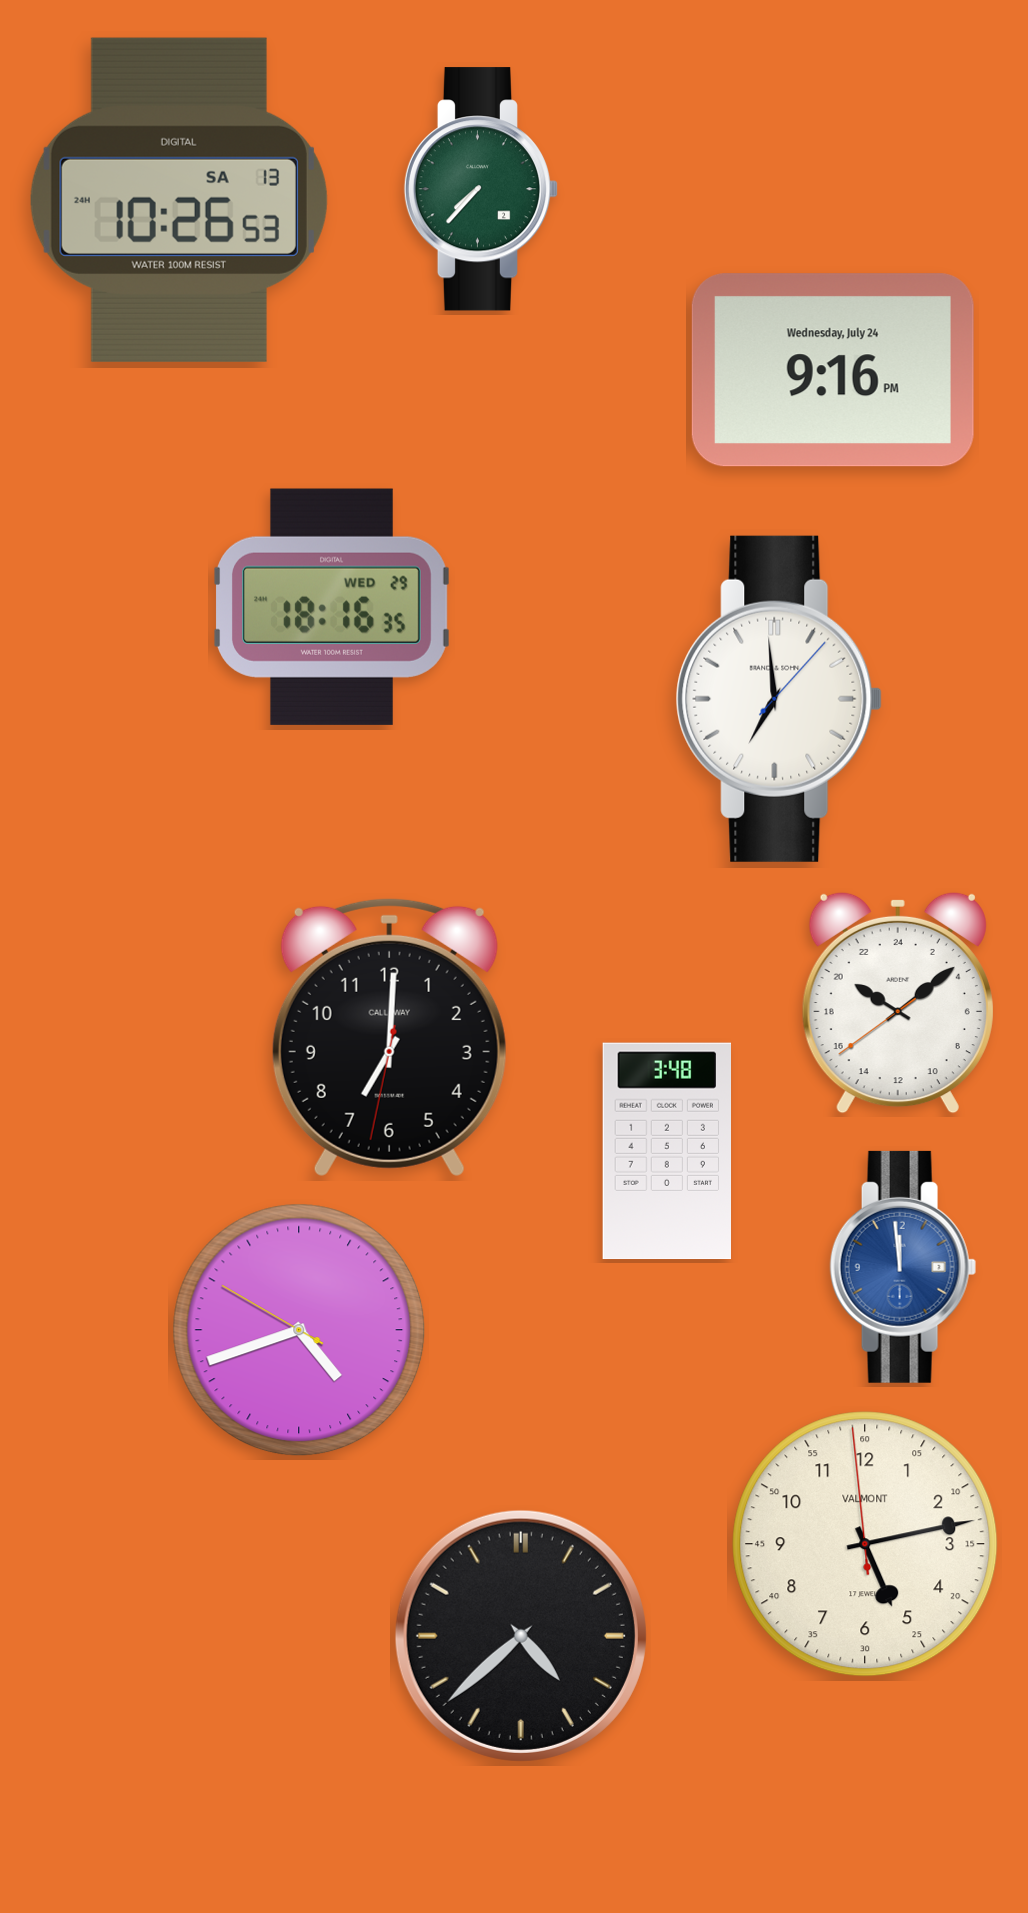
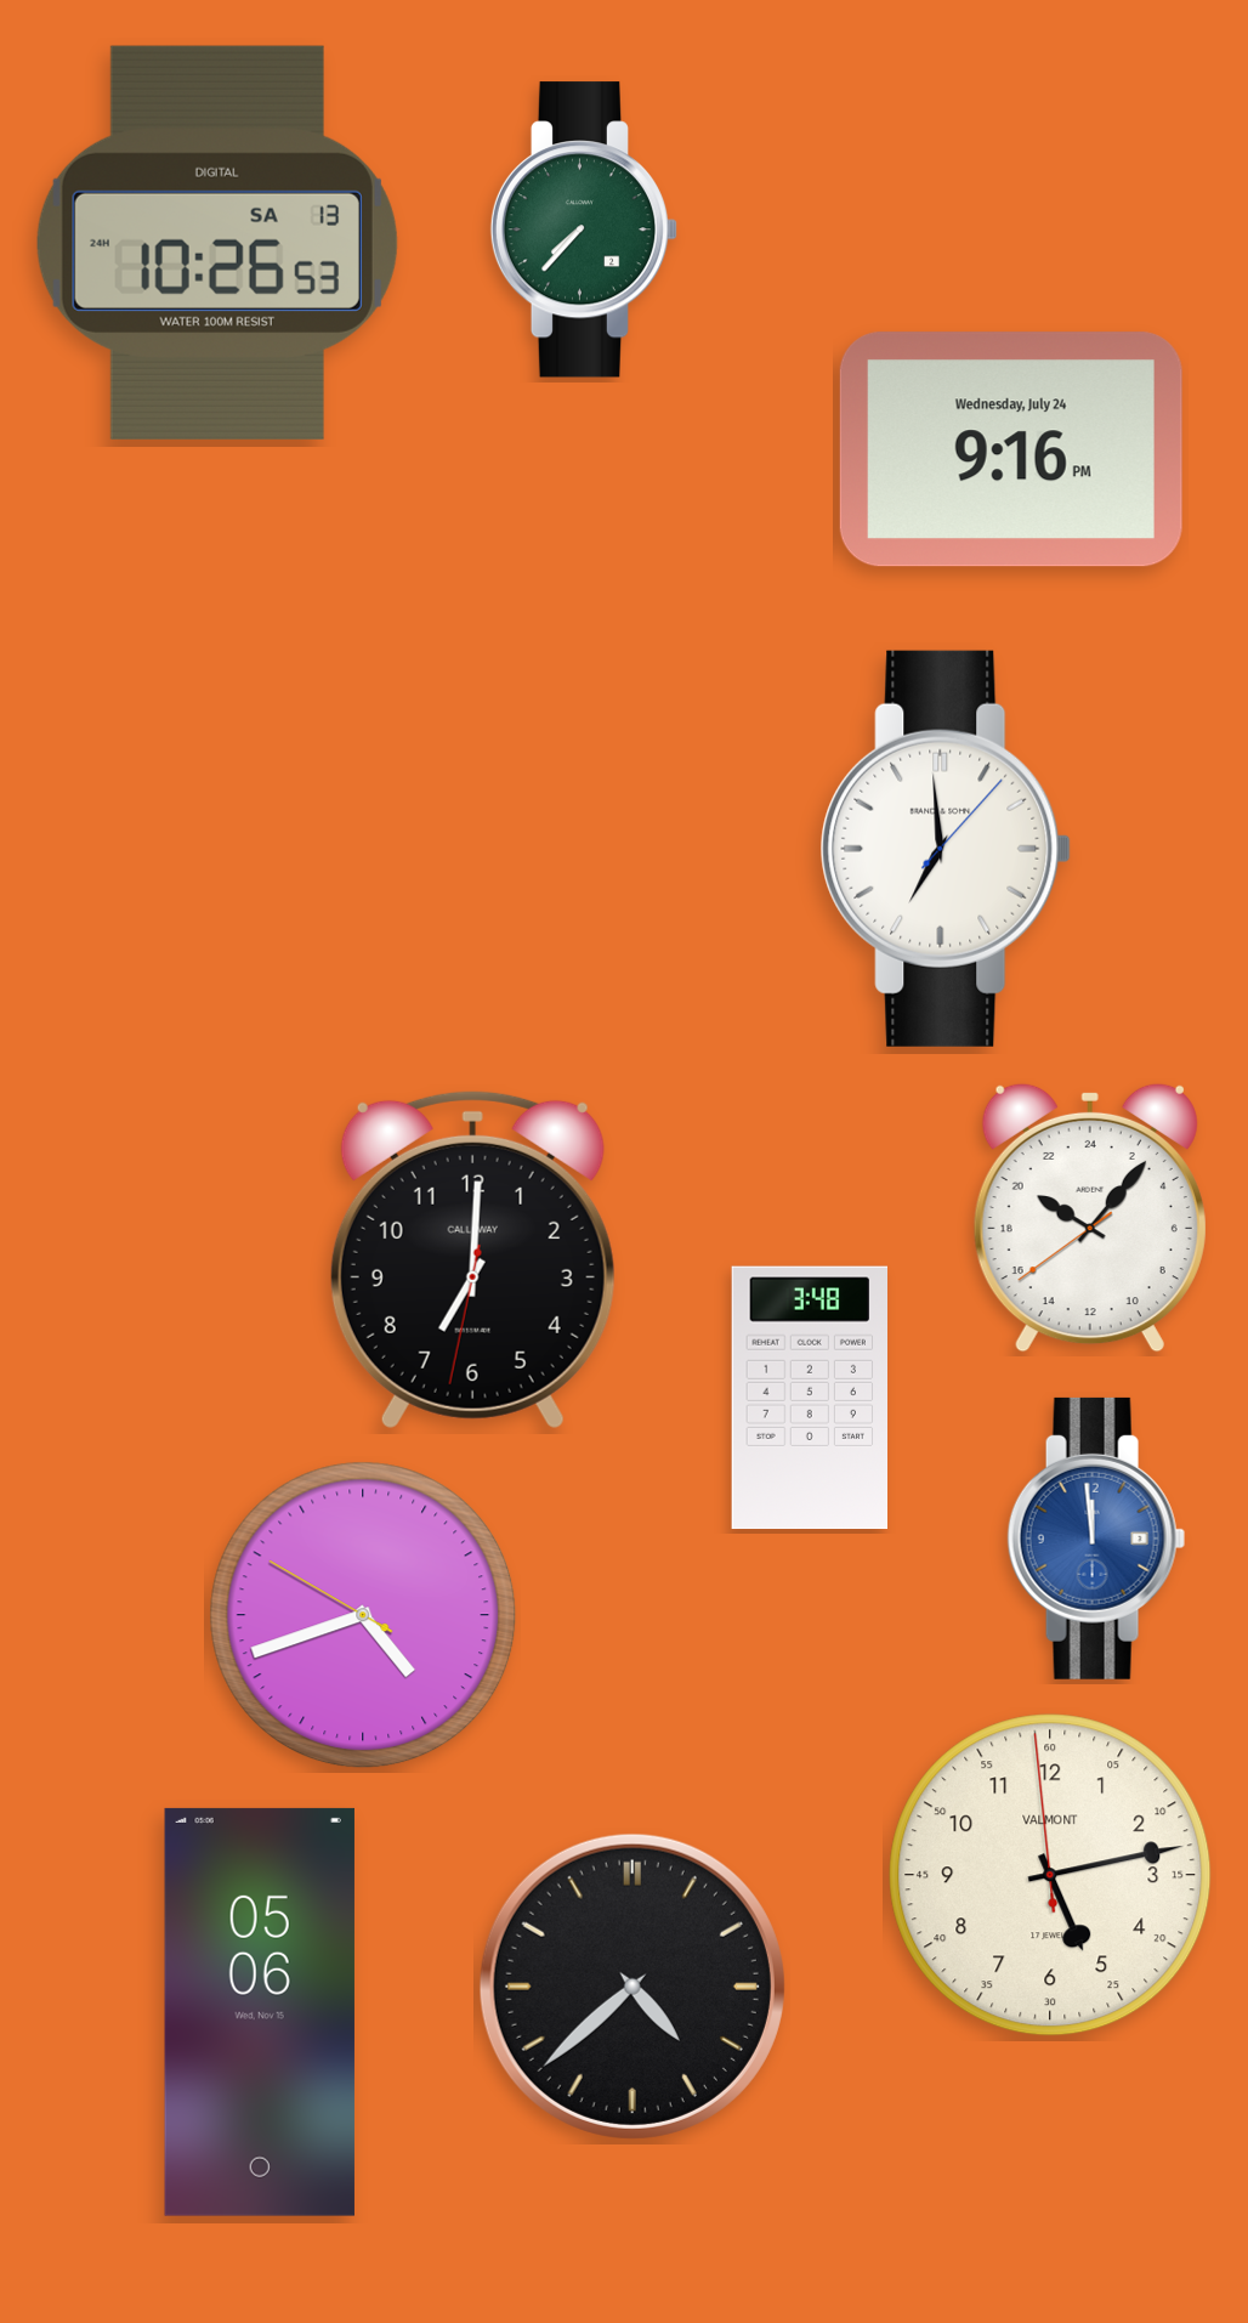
clock at (332, 607): 18:16 -> none
clock at (898, 1003): 20:08 -> 20:06
clock at (260, 2012): none -> 05:06
